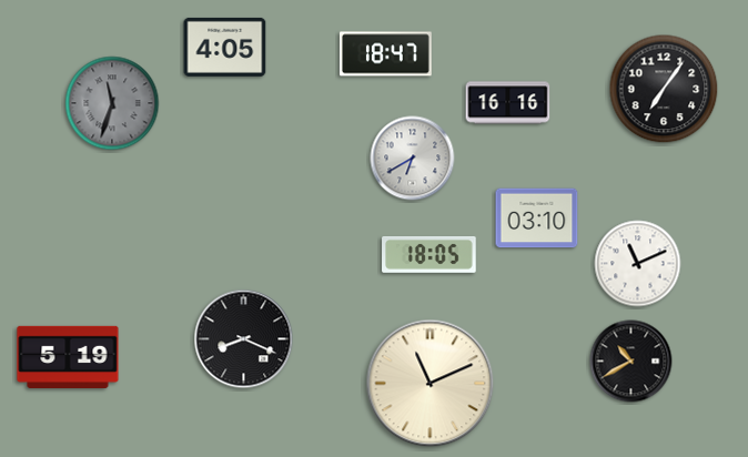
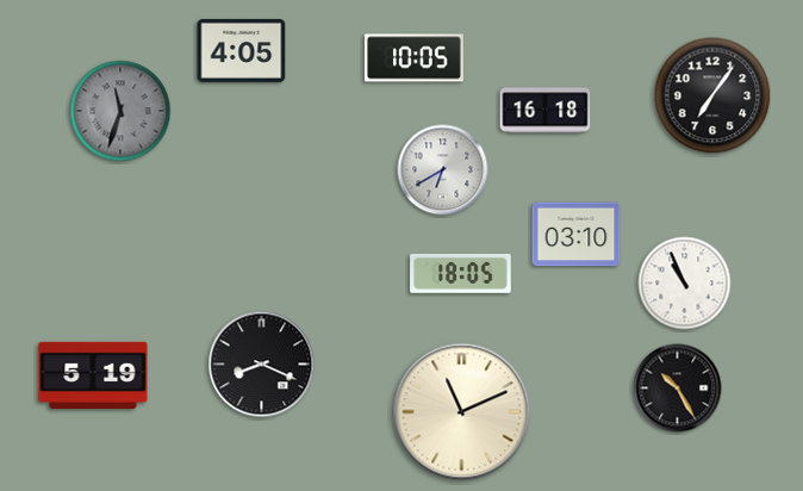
clock at (385, 54): 18:47 -> 10:05
clock at (508, 103): 16:16 -> 16:18
clock at (638, 264): 11:11 -> 10:56
clock at (68, 356) position: (68, 356) -> (93, 374)
clock at (631, 362): 10:40 -> 10:25
